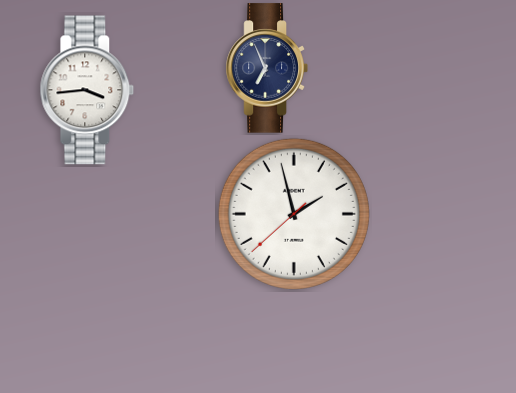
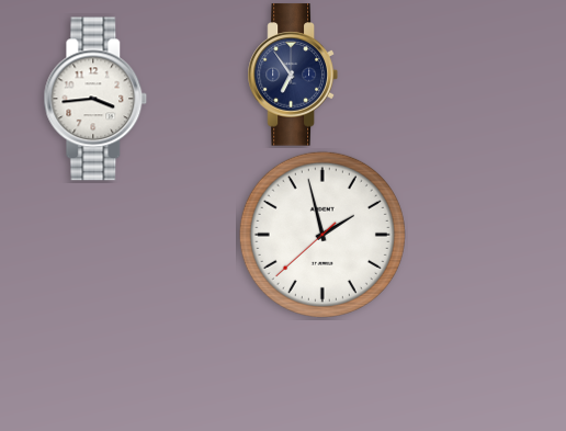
clock at (267, 68): 6:56 -> 6:54
